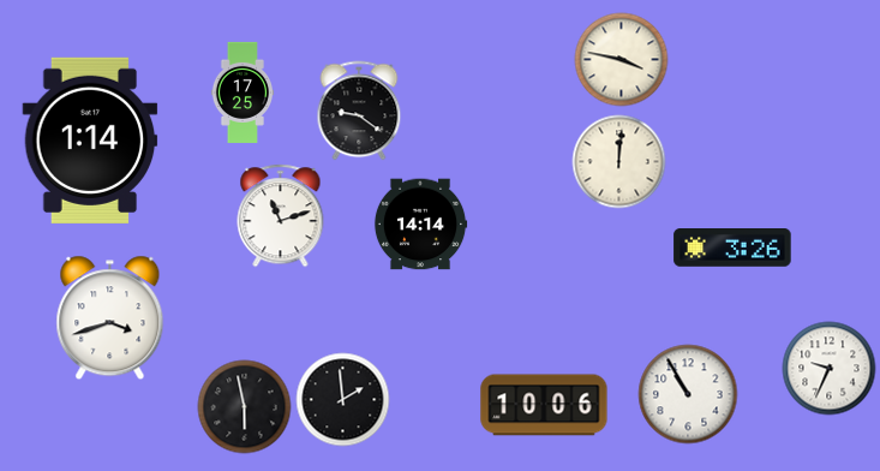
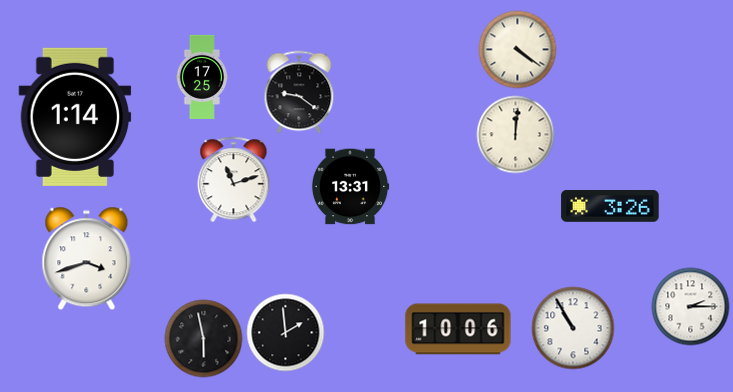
clock at (621, 59): 3:47 -> 4:21
clock at (420, 225): 14:14 -> 13:31
clock at (110, 317) position: (110, 317) -> (87, 258)
clock at (828, 368): 9:34 -> 2:15
clock at (544, 405) position: (544, 405) -> (458, 329)
